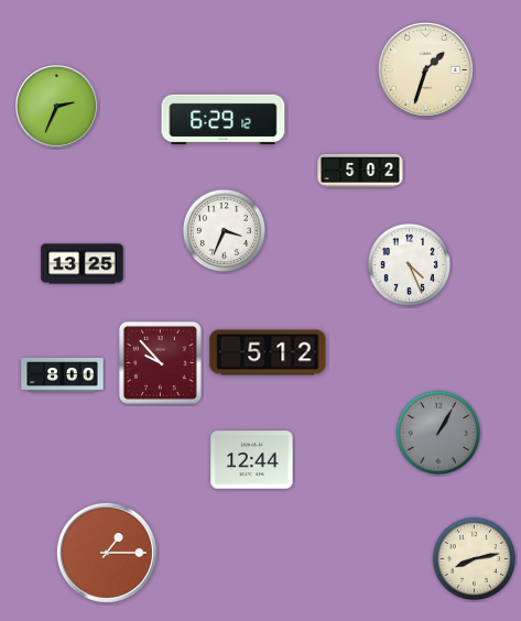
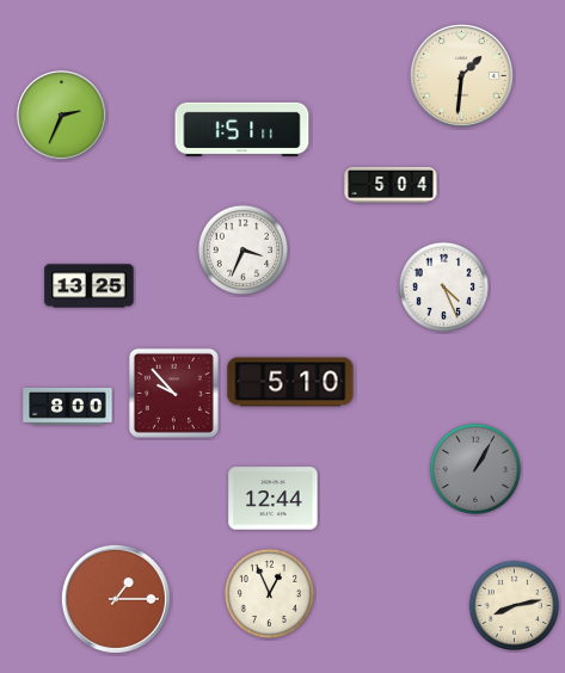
clock at (425, 69): 1:33 -> 1:31
clock at (224, 120): 6:29 -> 1:51
clock at (360, 171): 5:02 -> 5:04
clock at (268, 352): 5:12 -> 5:10
clock at (269, 593): none -> 12:56
